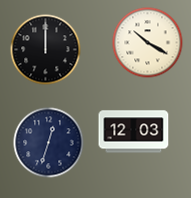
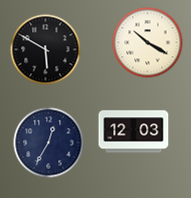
clock at (46, 50): 12:00 -> 5:50
clock at (49, 143): 12:33 -> 12:35
